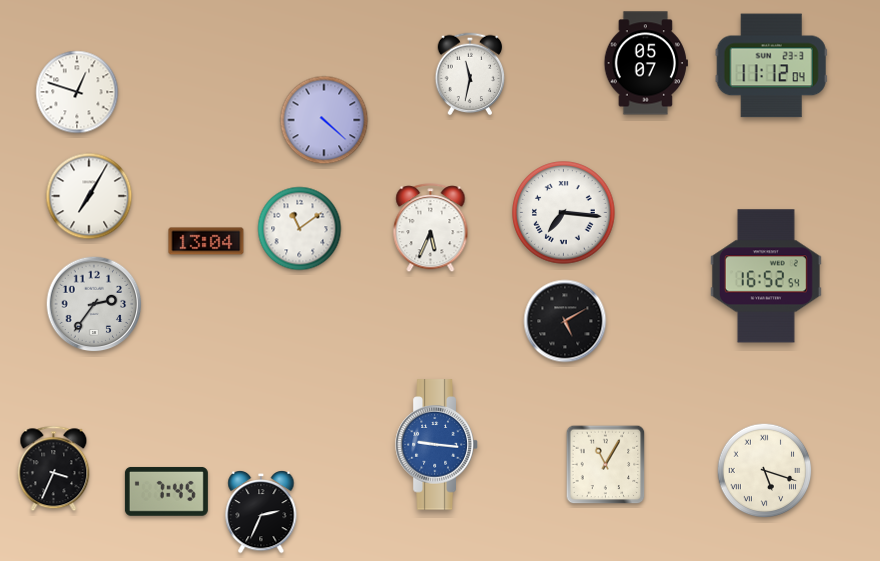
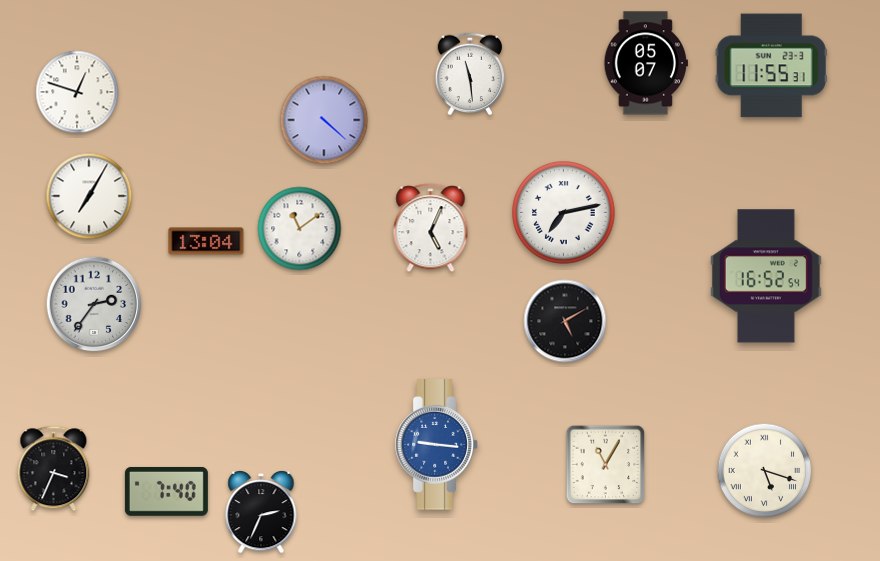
clock at (771, 66): 11:12 -> 11:55
clock at (470, 74): 11:32 -> 11:29
clock at (564, 213): 7:16 -> 7:13
clock at (431, 228): 5:34 -> 5:04
clock at (166, 491): 7:45 -> 7:40
